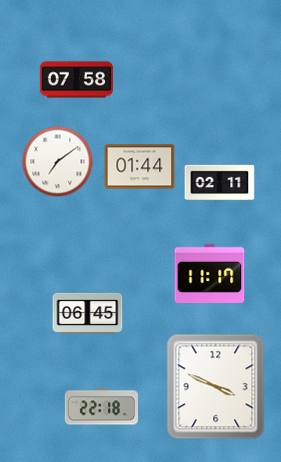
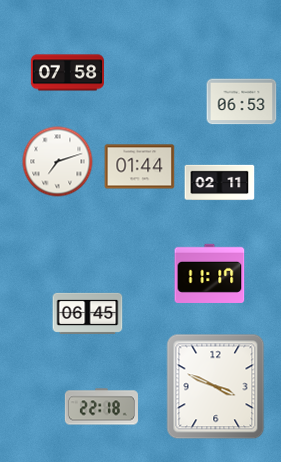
clock at (76, 80) position: (76, 80) -> (67, 73)
clock at (242, 102): none -> 06:53
clock at (58, 162): 7:09 -> 7:12
